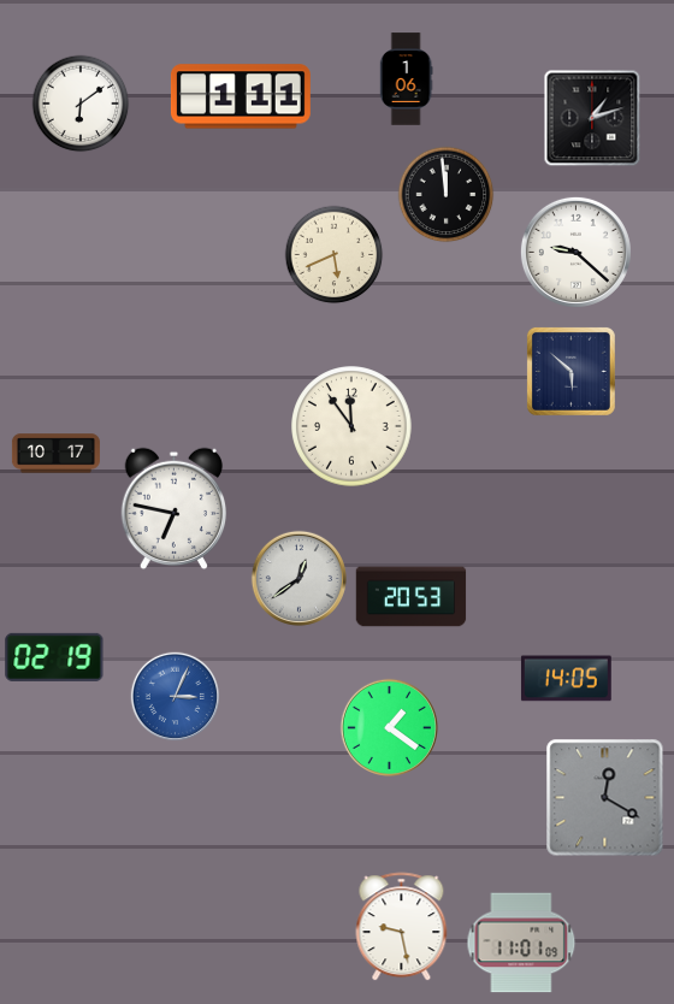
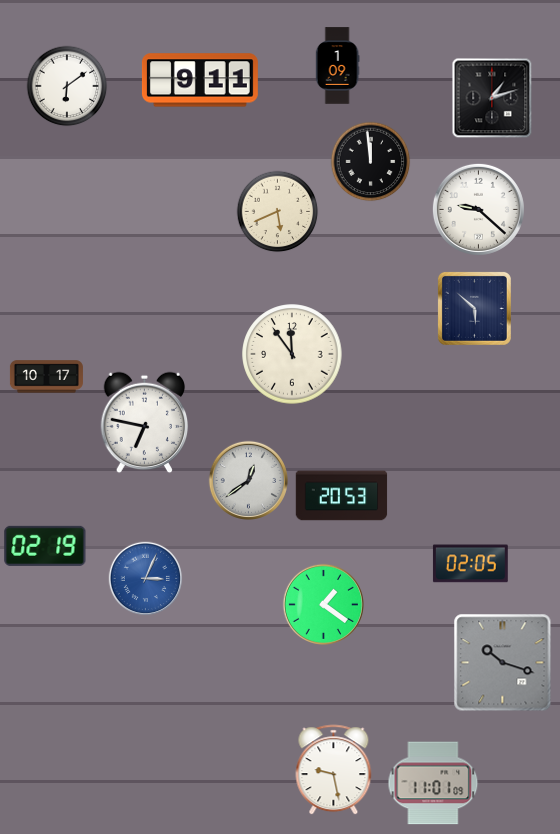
clock at (406, 79): 1:06 -> 1:09
clock at (241, 96): 1:11 -> 9:11
clock at (566, 679): 14:05 -> 02:05
clock at (605, 798): 12:20 -> 10:18
